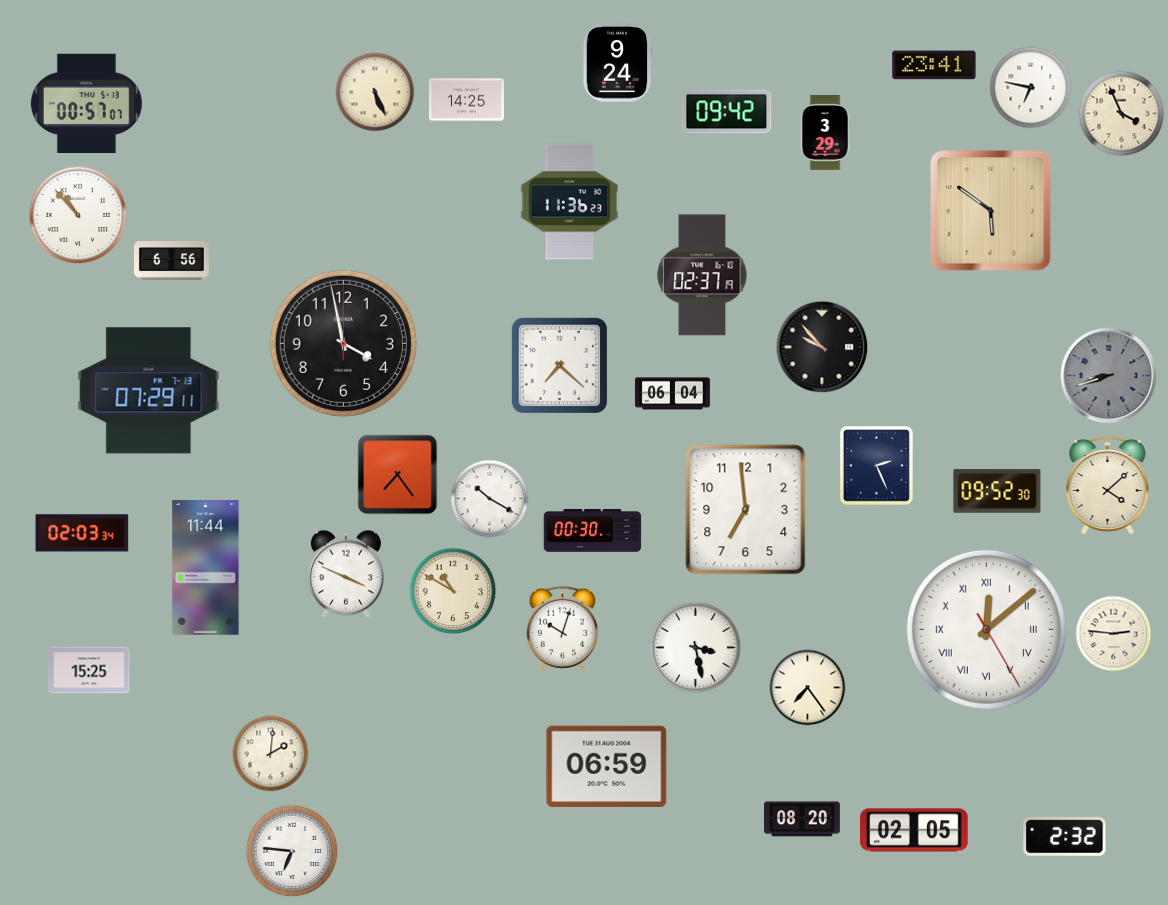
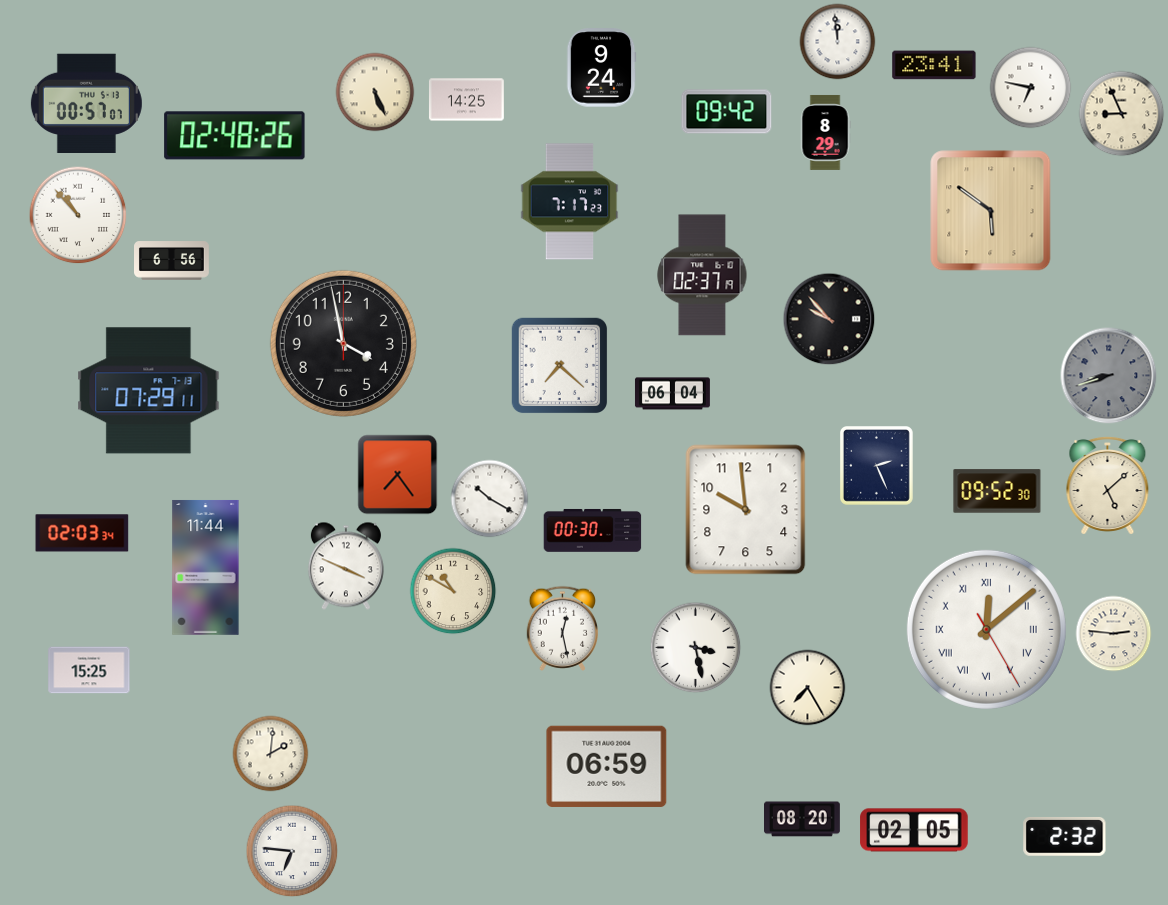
clock at (838, 42): none -> 11:59
clock at (617, 63) position: (617, 63) -> (601, 68)
clock at (1122, 114): 3:56 -> 8:56
clock at (825, 132): 3:29 -> 8:29
clock at (235, 136): none -> 02:48
clock at (570, 202): 11:36 -> 7:17
clock at (822, 347) position: (822, 347) -> (829, 319)
clock at (1108, 485): 4:08 -> 5:08
clock at (746, 510): 6:59 -> 9:59
clock at (346, 574) position: (346, 574) -> (346, 566)
clock at (562, 628): 10:03 -> 12:28
clock at (808, 688): 7:24 -> 7:25
